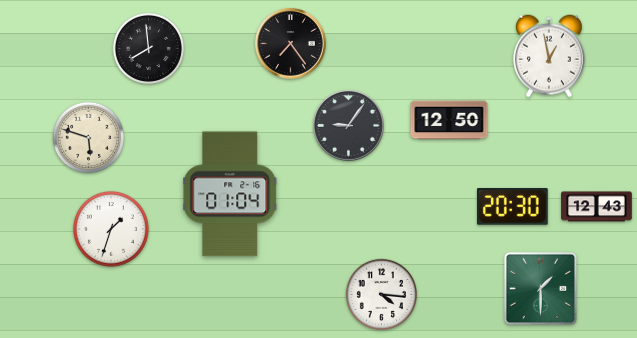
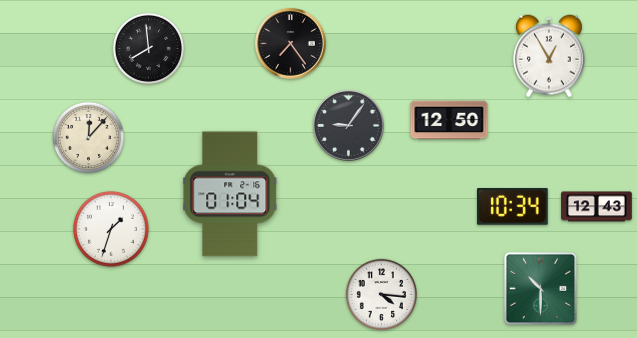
clock at (550, 56): 12:58 -> 12:55
clock at (88, 137): 5:48 -> 12:07
clock at (513, 207): 20:30 -> 10:34
clock at (540, 288): 1:30 -> 10:30
